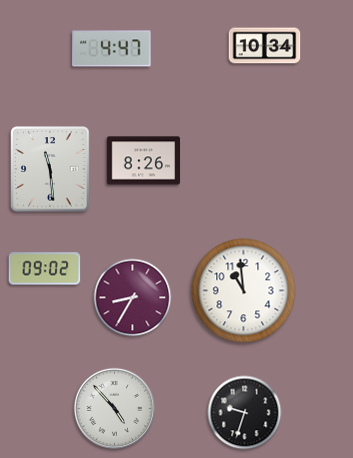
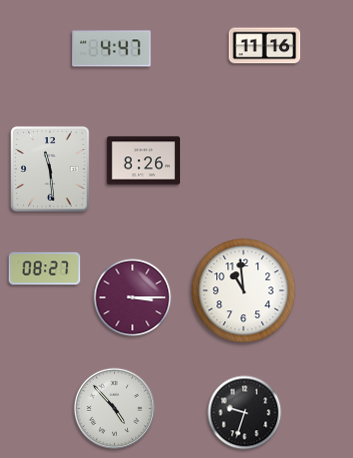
clock at (265, 46): 10:34 -> 11:16
clock at (45, 269): 09:02 -> 08:27
clock at (133, 298): 8:35 -> 3:15
